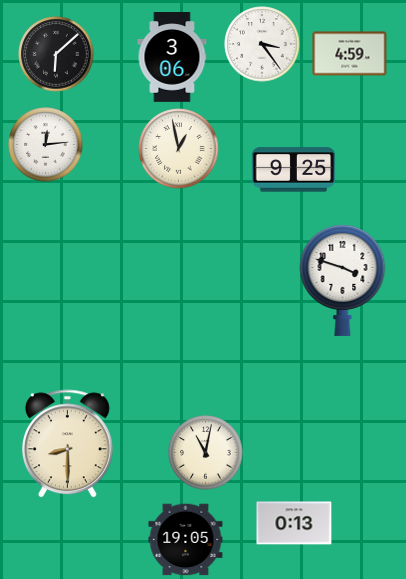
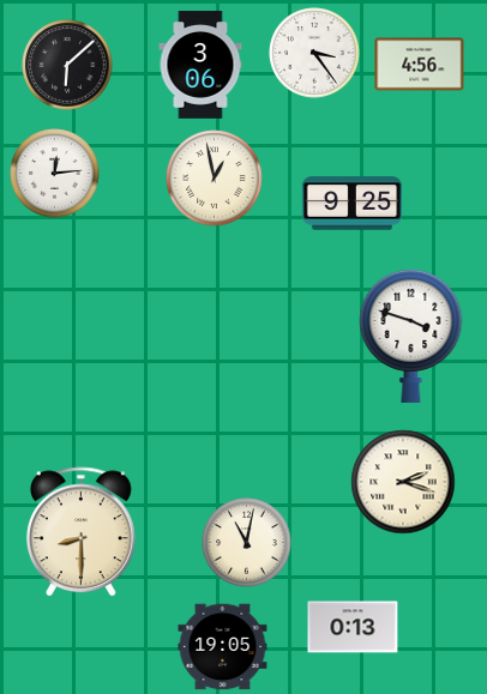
clock at (350, 54): 4:59 -> 4:56
clock at (172, 57) position: (172, 57) -> (200, 65)
clock at (403, 482): none -> 2:18
